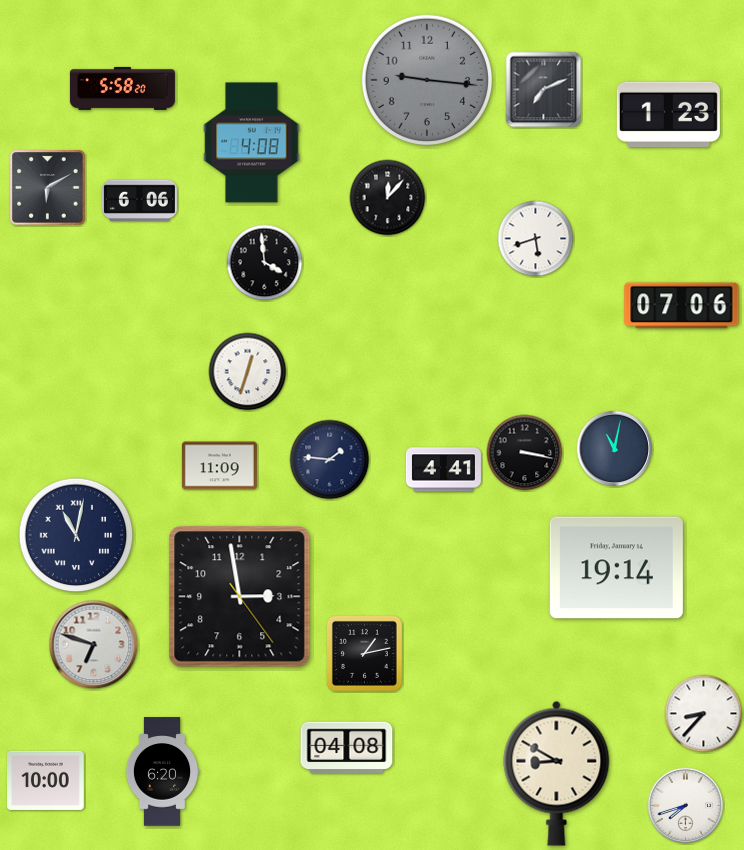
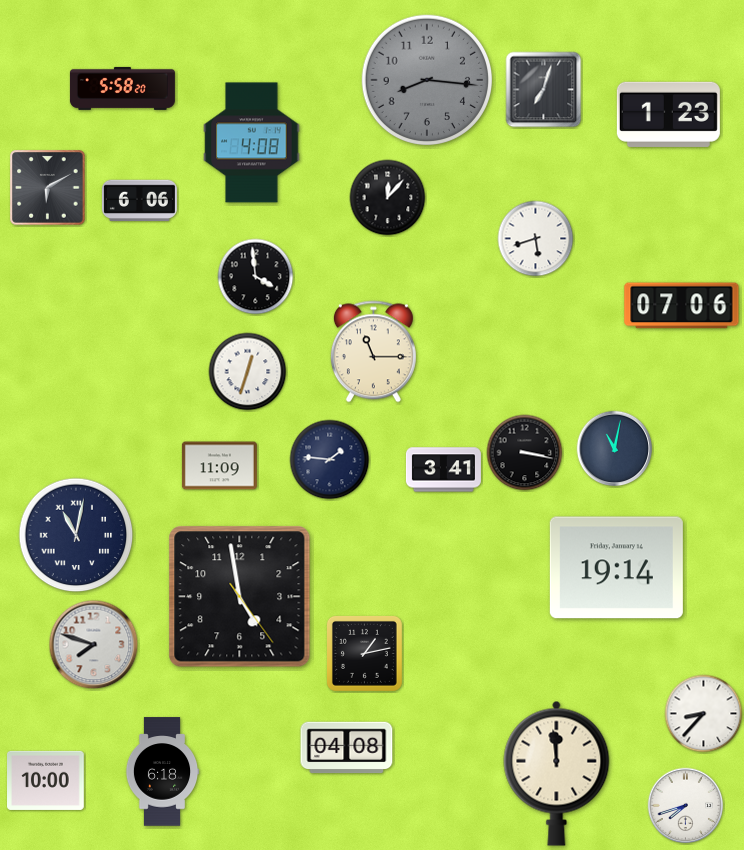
clock at (427, 80): 9:16 -> 8:16
clock at (544, 90): 7:11 -> 7:03
clock at (265, 263) position: (265, 263) -> (256, 277)
clock at (373, 352): none -> 11:15
clock at (443, 470): 4:41 -> 3:41
clock at (240, 597): 2:58 -> 4:58
clock at (94, 645): 6:48 -> 7:48
clock at (162, 772): 6:20 -> 6:18
clock at (557, 773): 8:50 -> 11:59
